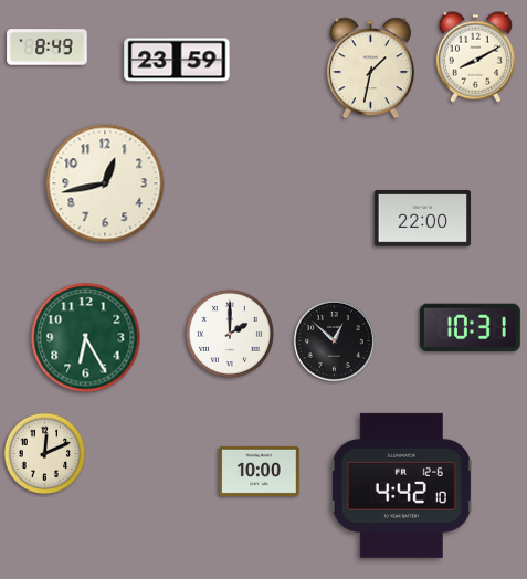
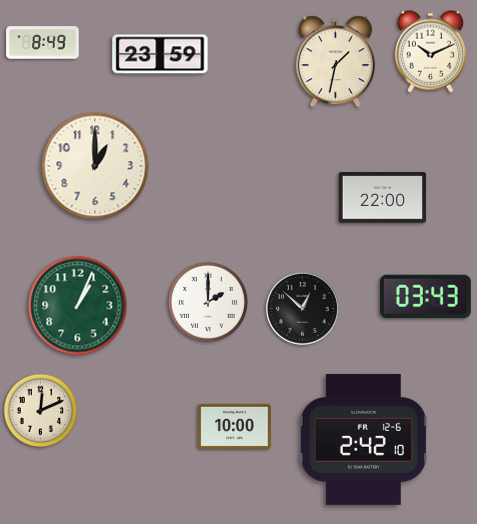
clock at (475, 56): 8:10 -> 10:11
clock at (105, 183): 12:43 -> 1:00
clock at (470, 328): 10:31 -> 03:43
clock at (86, 338): 6:25 -> 1:04
clock at (401, 485): 4:42 -> 2:42
